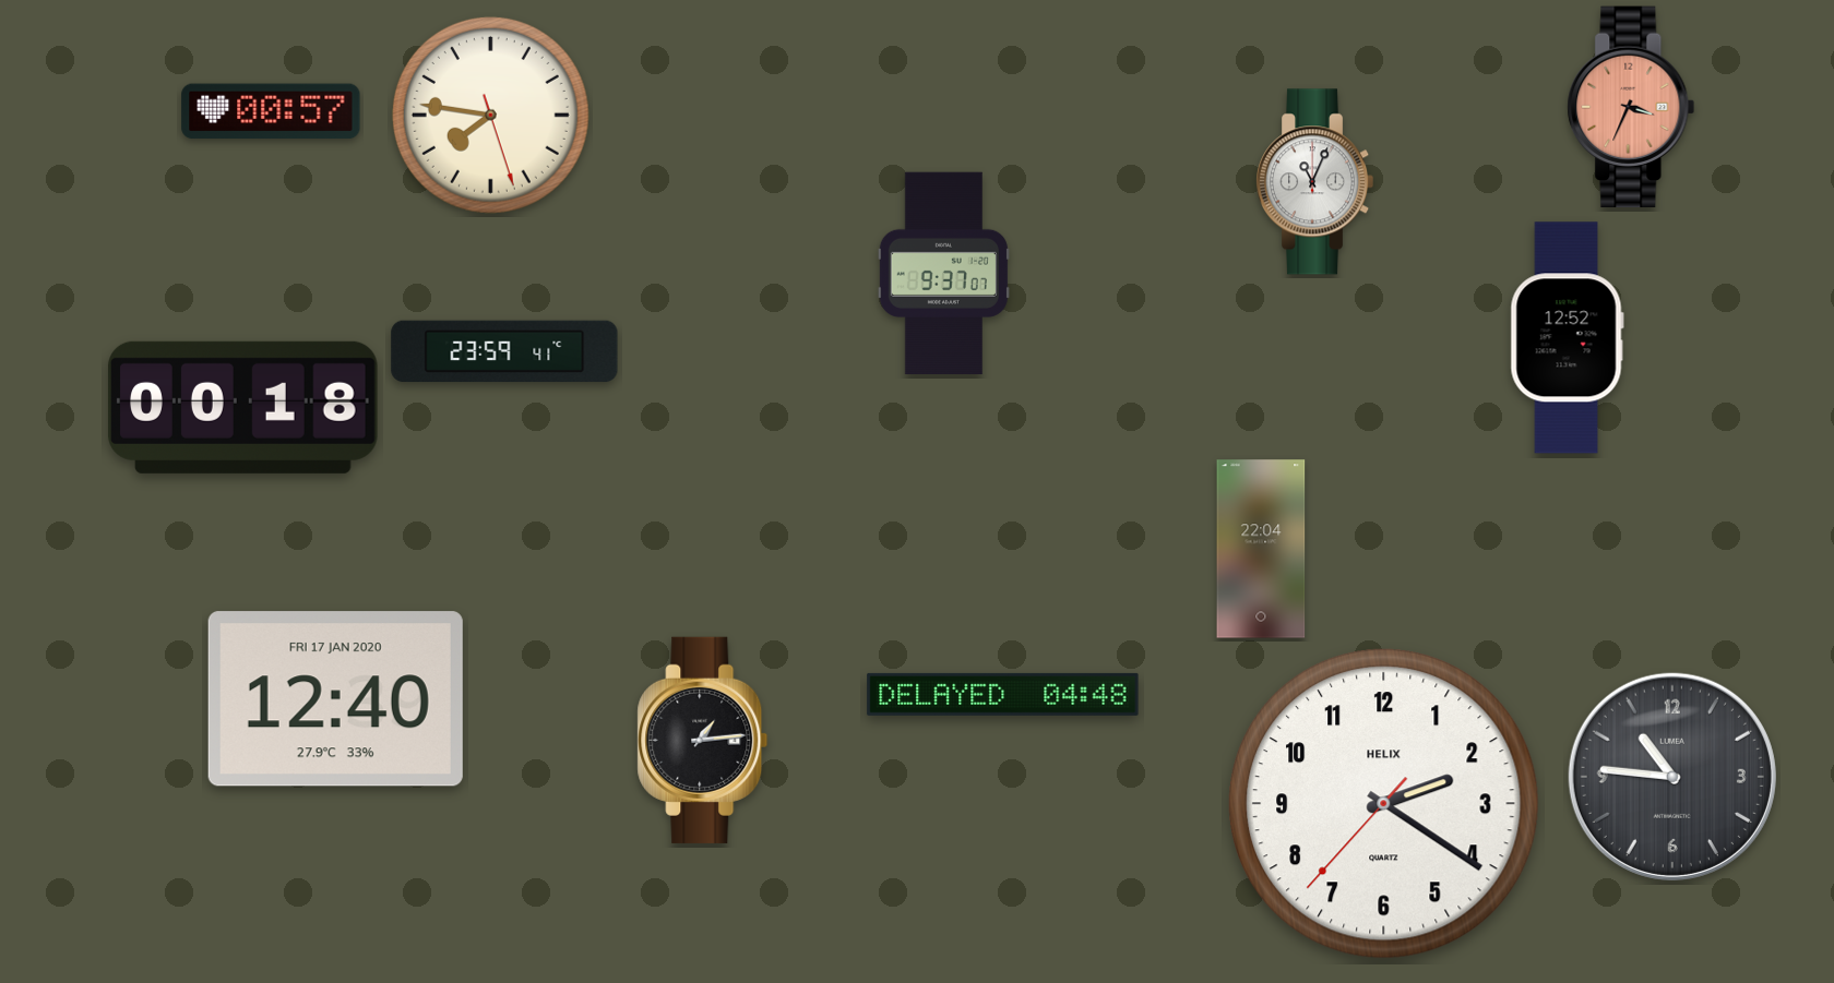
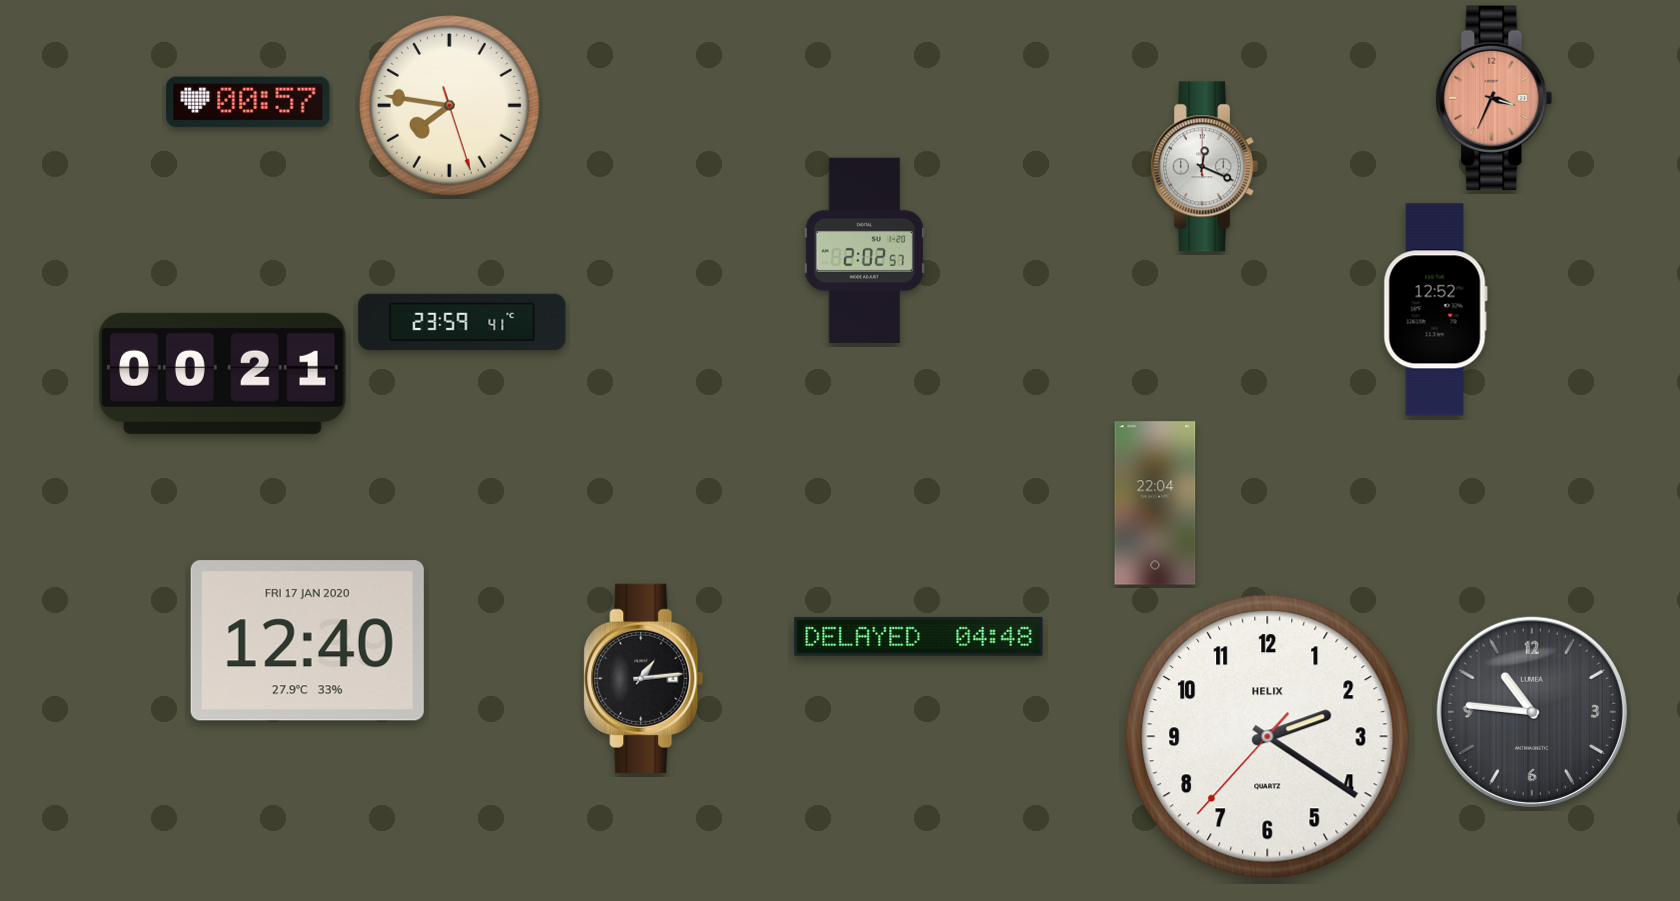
clock at (1315, 182): 11:04 -> 12:19
clock at (943, 274): 9:37 -> 2:02
clock at (243, 407): 00:18 -> 00:21
